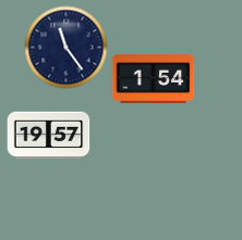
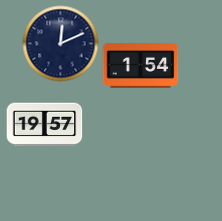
clock at (66, 48): 11:24 -> 12:11
clock at (154, 79) position: (154, 79) -> (141, 66)
